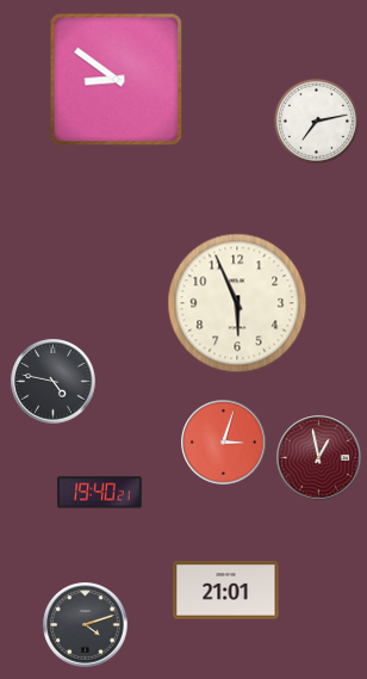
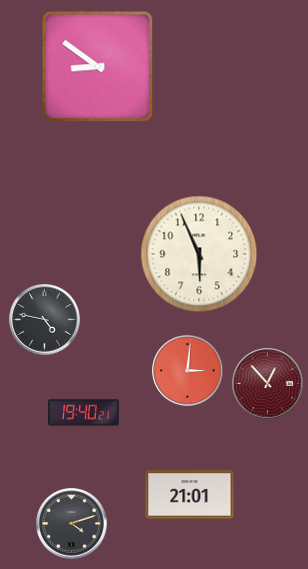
clock at (316, 121): 7:13 -> none
clock at (224, 443): 3:03 -> 3:01
clock at (319, 458): 12:58 -> 12:53
